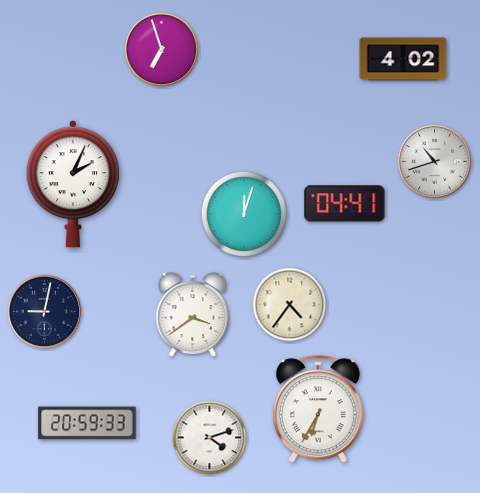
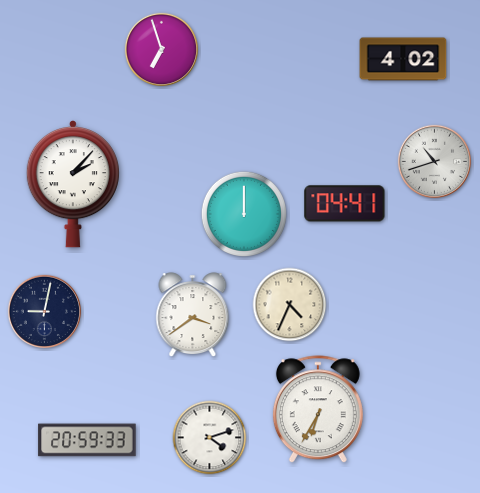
clock at (73, 184): 2:04 -> 2:07
clock at (244, 214): 12:03 -> 12:00
clock at (290, 305): 4:36 -> 4:34
clock at (87, 423) position: (87, 423) -> (87, 440)
